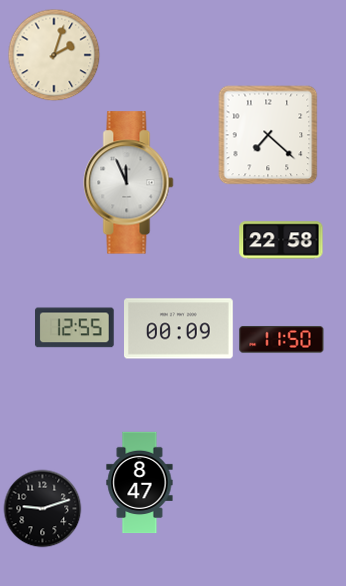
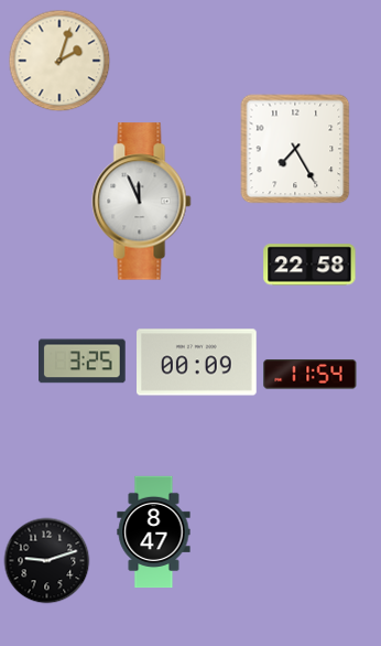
clock at (268, 135): 7:22 -> 7:25
clock at (75, 328): 12:55 -> 3:25
clock at (282, 340): 11:50 -> 11:54
